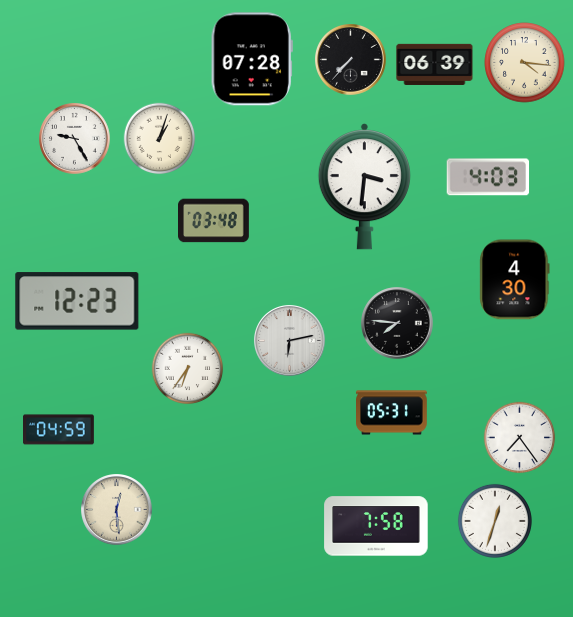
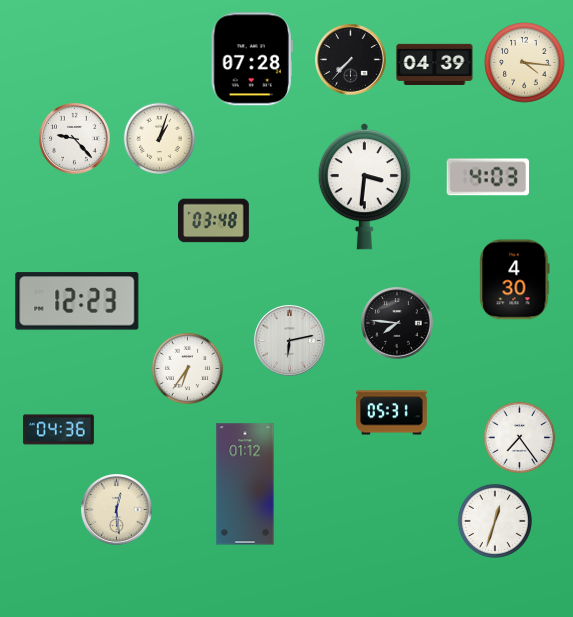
clock at (435, 64): 06:39 -> 04:39
clock at (75, 139): 9:25 -> 9:23
clock at (59, 430): 04:59 -> 04:36
clock at (245, 484): none -> 01:12
clock at (376, 526): 7:58 -> none
